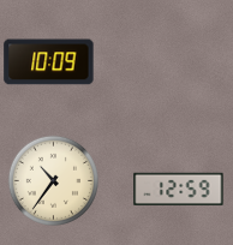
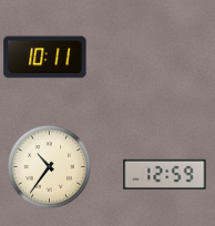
clock at (49, 62): 10:09 -> 10:11
